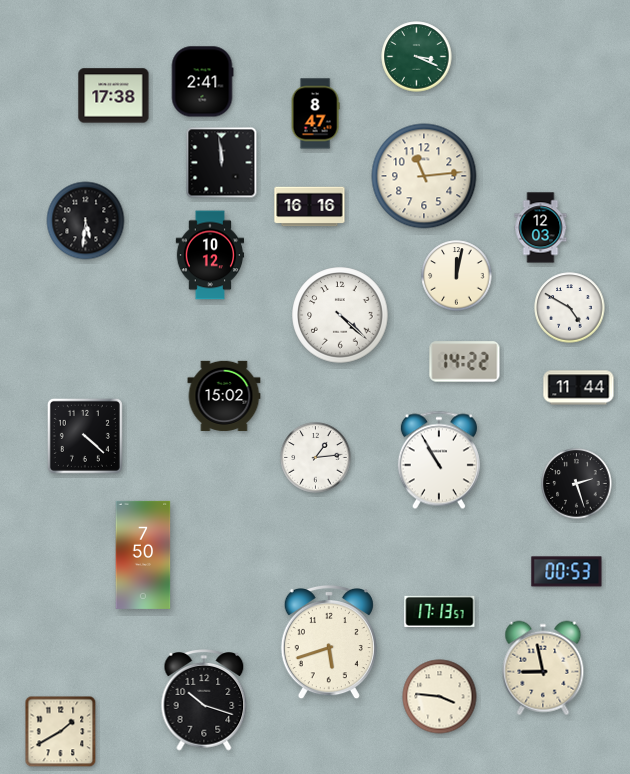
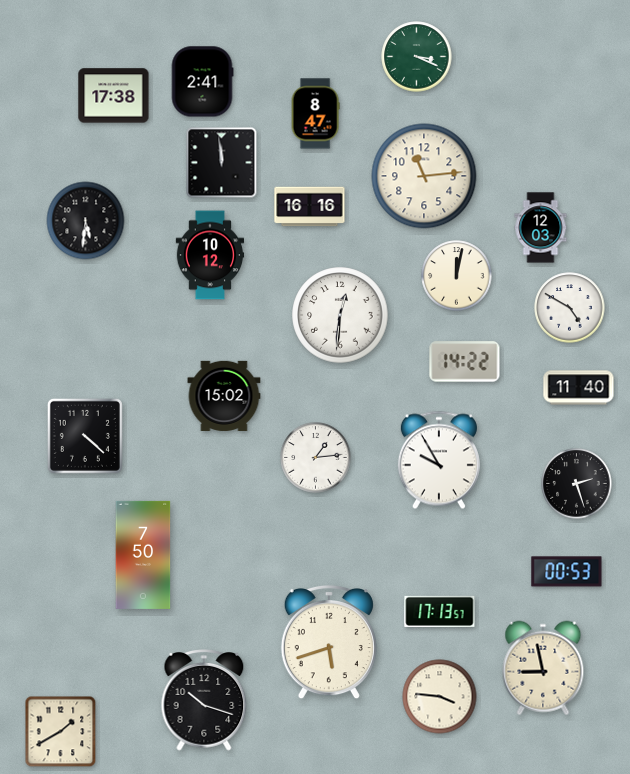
clock at (340, 315): 4:22 -> 12:31
clock at (579, 388): 11:44 -> 11:40
clock at (439, 460): 10:55 -> 9:55
